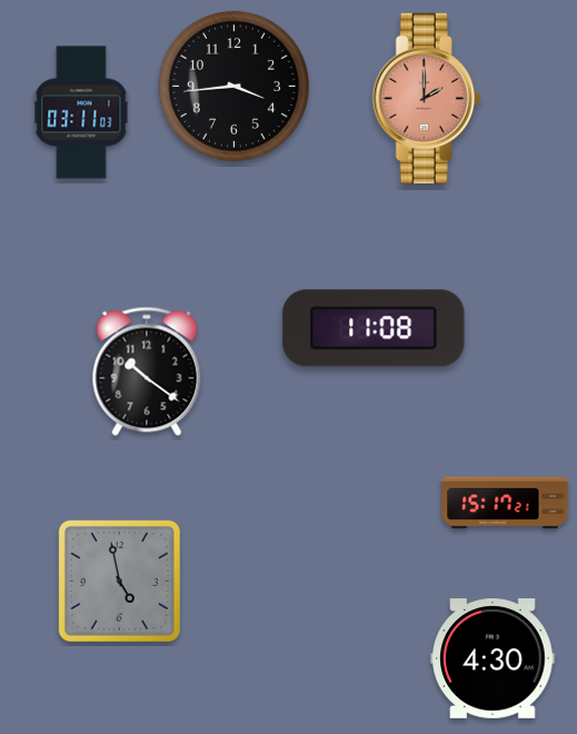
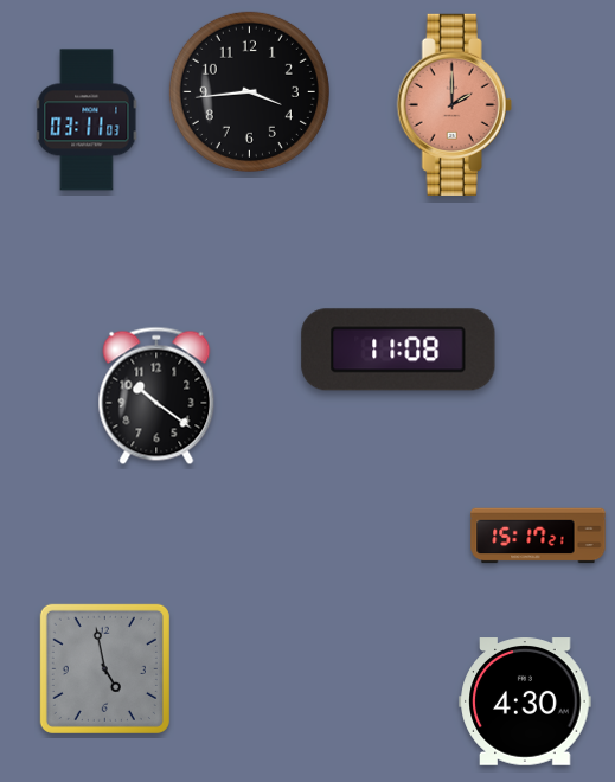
clock at (119, 581) position: (119, 581) -> (104, 668)
